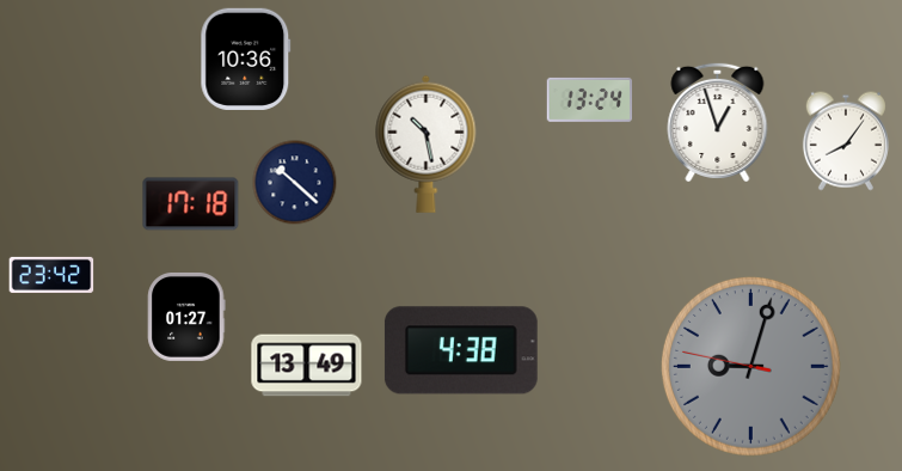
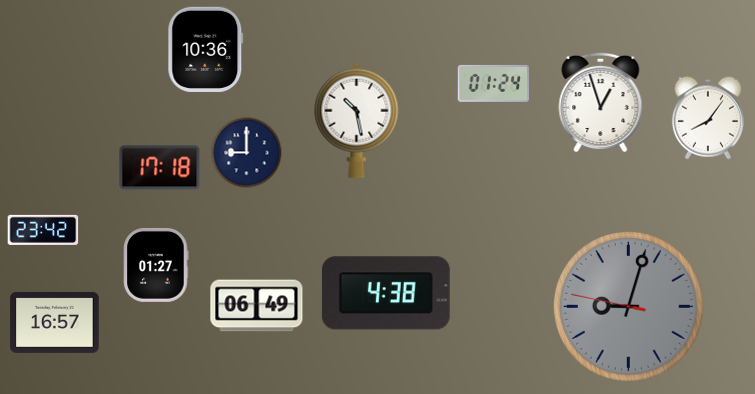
clock at (589, 99): 13:24 -> 01:24
clock at (295, 183): 10:22 -> 9:00
clock at (191, 204) position: (191, 204) -> (160, 168)
clock at (307, 366): 13:49 -> 06:49
clock at (55, 322): none -> 16:57
